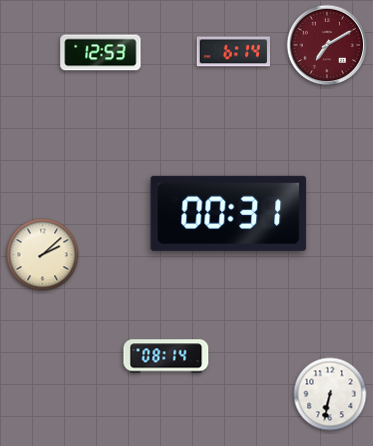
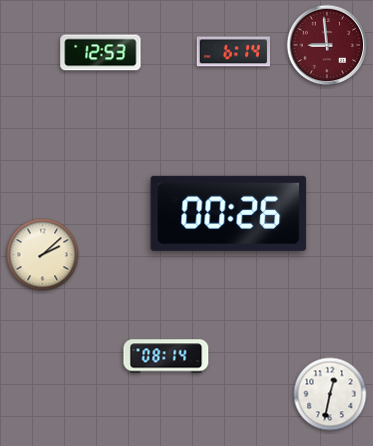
clock at (327, 45): 7:10 -> 8:59
clock at (229, 213): 00:31 -> 00:26
clock at (330, 394): 6:32 -> 12:32
